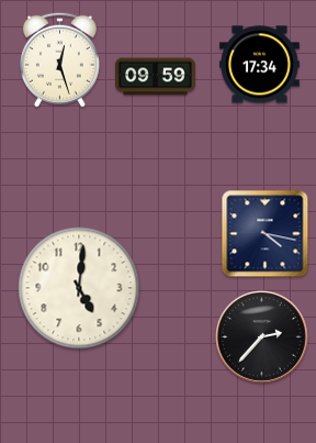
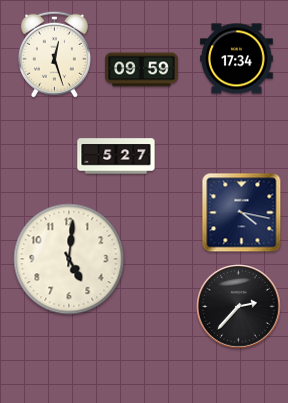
clock at (116, 156): none -> 5:27
clock at (79, 288) position: (79, 288) -> (69, 259)
